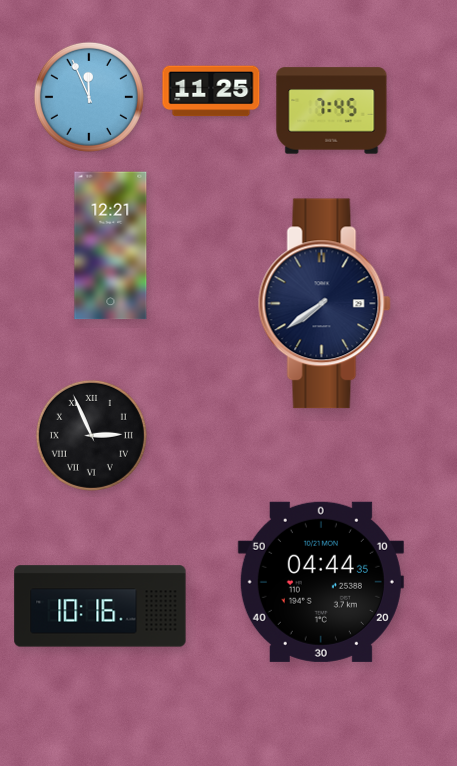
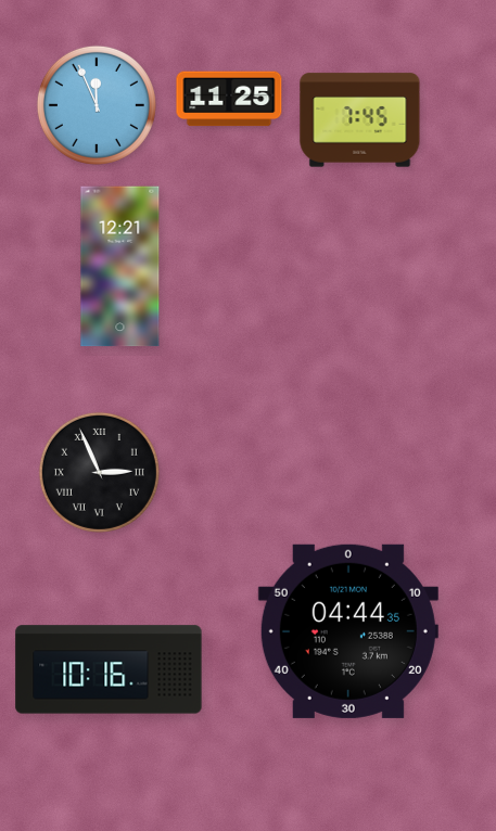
clock at (324, 304): 7:39 -> none
clock at (100, 606) position: (100, 606) -> (109, 669)
